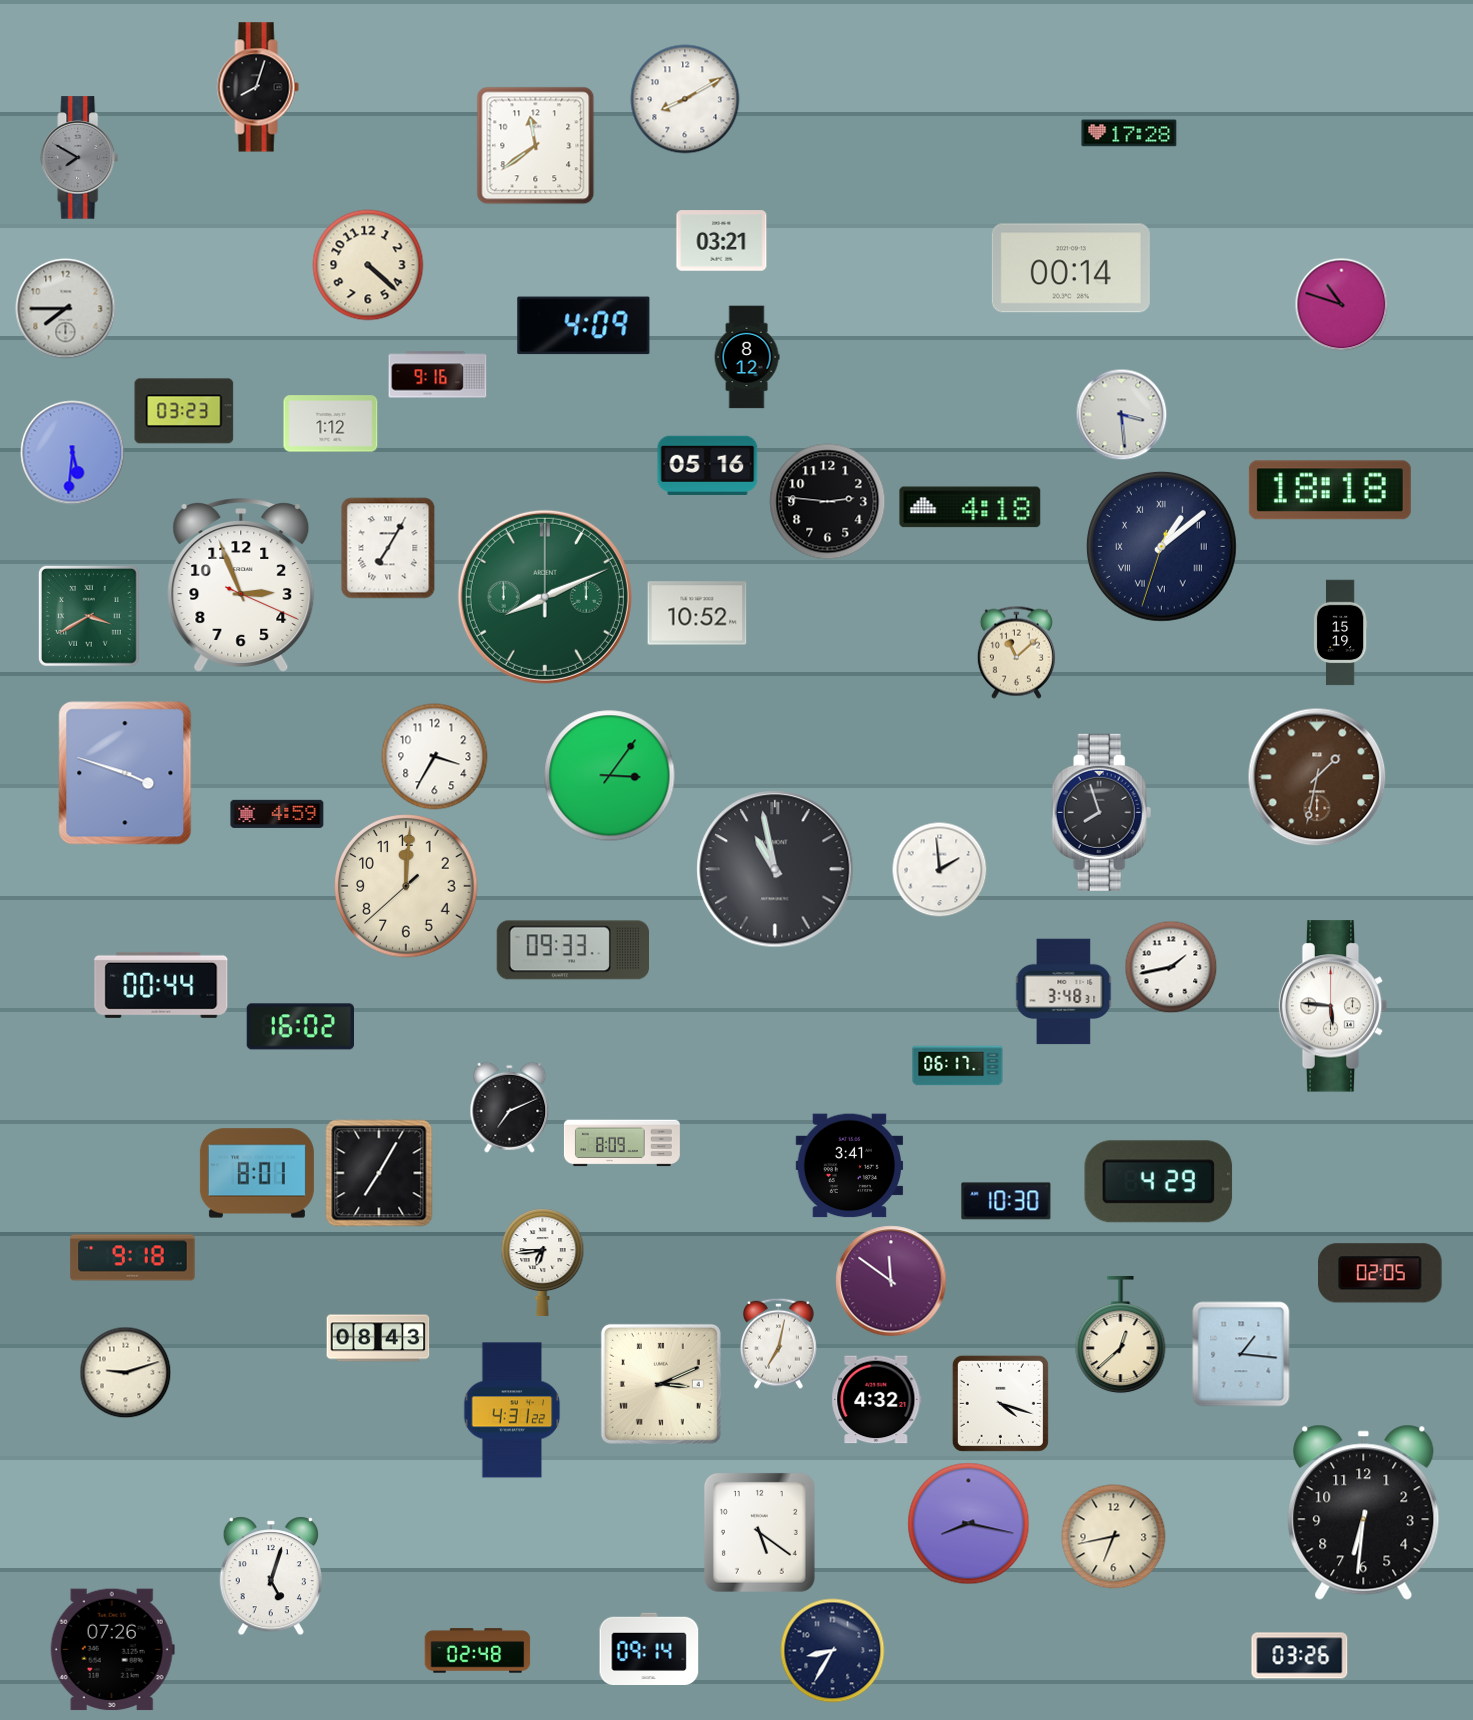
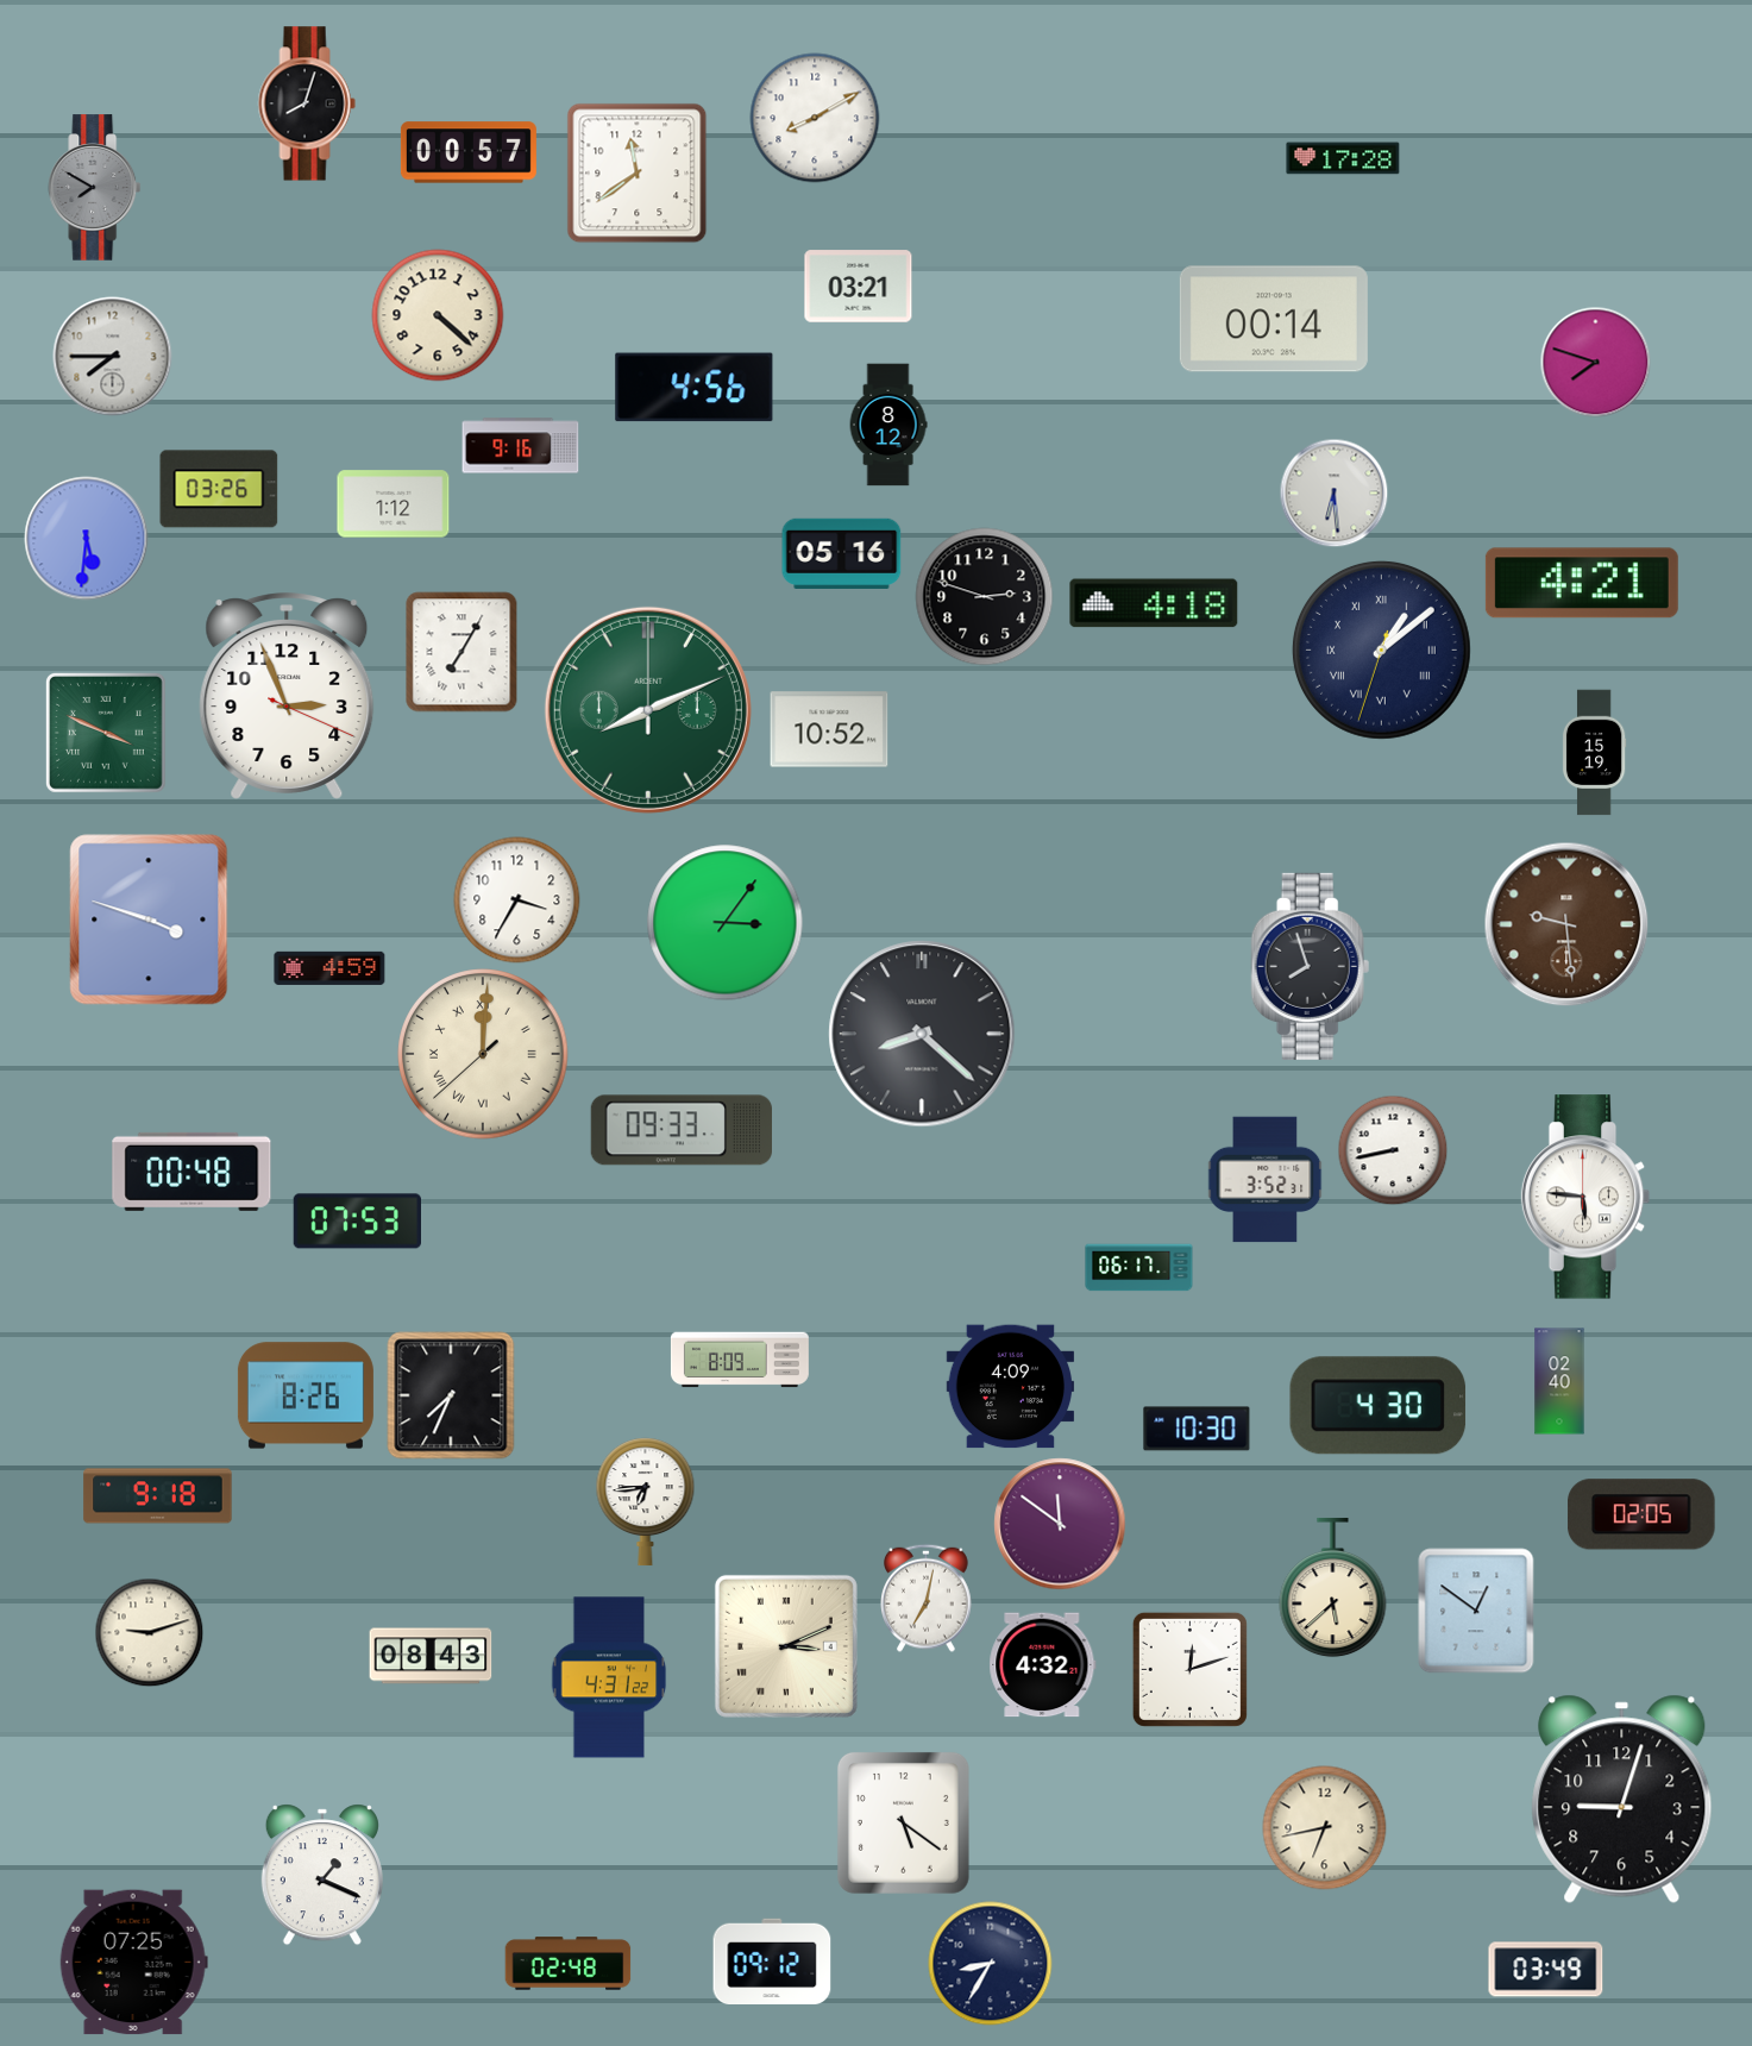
clock at (469, 152): none -> 00:57
clock at (1341, 304): 10:48 -> 7:48
clock at (66, 309) position: (66, 309) -> (113, 357)
clock at (584, 326): 4:09 -> 4:56
clock at (184, 411): 03:23 -> 03:26
clock at (1121, 414): 3:29 -> 6:29
clock at (1330, 490): 18:18 -> 4:21
clock at (828, 502): 2:46 -> 2:48
clock at (90, 617): 3:40 -> 3:49
clock at (1016, 652): 11:08 -> none
clock at (1317, 777): 1:32 -> 9:29
clock at (775, 869): 10:58 -> 8:22
clock at (939, 869): 1:59 -> none
clock at (406, 886) numerals: Arabic -> Roman
clock at (1171, 967): 1:43 -> 8:43
clock at (161, 985): 00:44 -> 00:48
clock at (1064, 992): 3:48 -> 3:52
clock at (300, 1027): 16:02 -> 07:53
clock at (510, 1107): 7:11 -> none
clock at (1559, 1381): none -> 02:40
clock at (850, 1166): 3:41 -> 4:09
clock at (257, 1173): 8:01 -> 8:26
clock at (379, 1173): 7:05 -> 7:34
clock at (1159, 1182): 4:29 -> 4:30
clock at (1121, 1335): 12:38 -> 5:38
clock at (378, 1338) position: (378, 1338) -> (431, 1656)
clock at (1241, 1354): 1:16 -> 12:51
clock at (1000, 1403): 4:18 -> 12:12
clock at (1364, 1512): 6:31 -> 9:03
clock at (969, 1524): 8:17 -> none
clock at (271, 1576): 5:03 -> 1:19
clock at (649, 1648): 09:14 -> 09:12
clock at (112, 1650): 07:26 -> 07:25
clock at (1300, 1656): 03:26 -> 03:49
